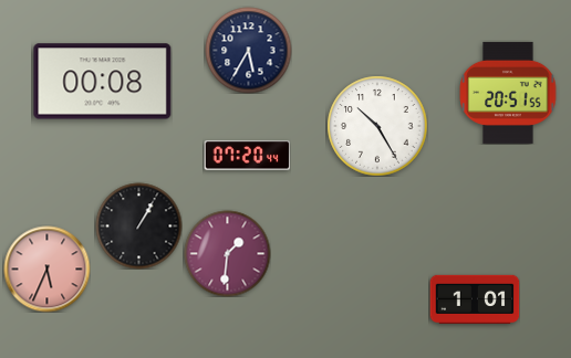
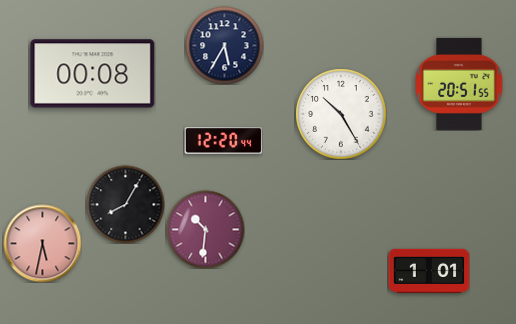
clock at (247, 156): 07:20 -> 12:20
clock at (138, 225): 1:05 -> 8:05
clock at (227, 253): 1:31 -> 10:31
clock at (46, 268): 5:34 -> 5:32
